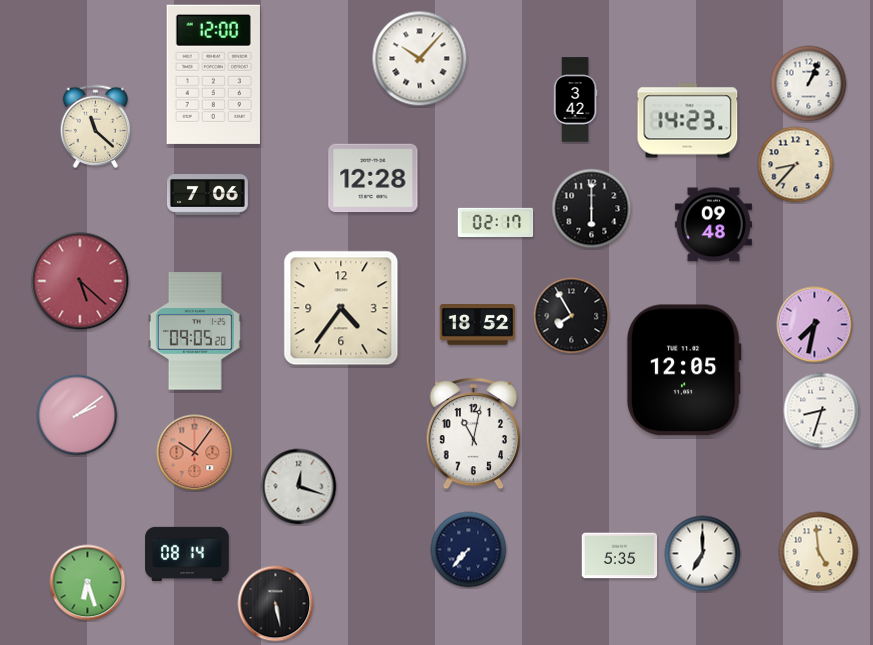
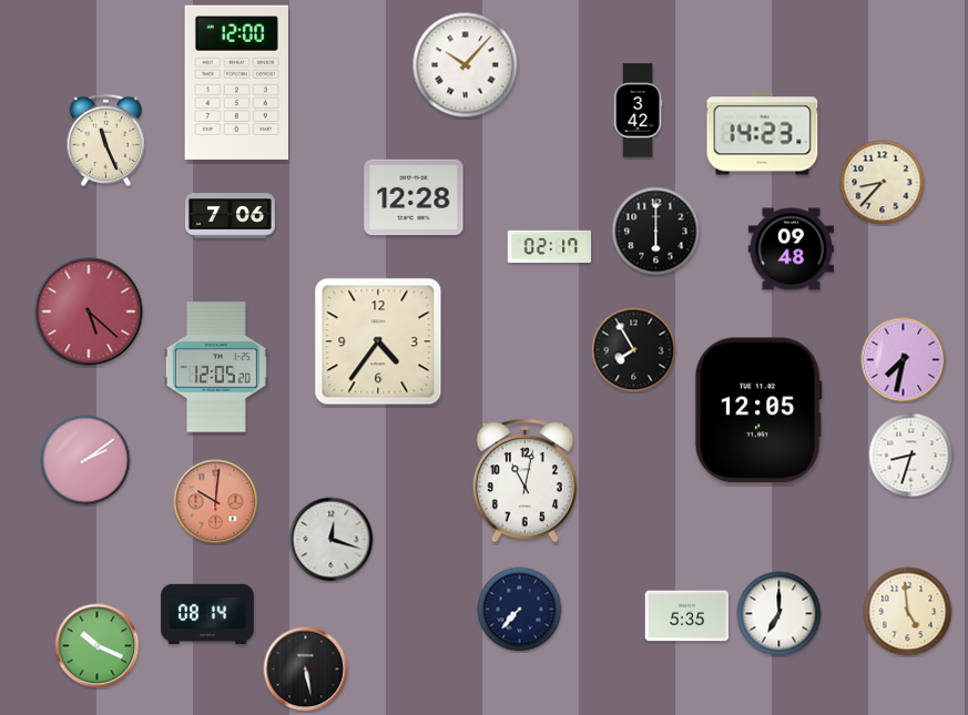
clock at (809, 84): 1:04 -> none
clock at (96, 127): 11:22 -> 11:26
clock at (478, 325): 18:52 -> none
clock at (195, 331): 09:05 -> 12:05
clock at (195, 453): 10:06 -> 10:01
clock at (88, 583): 6:27 -> 10:19
